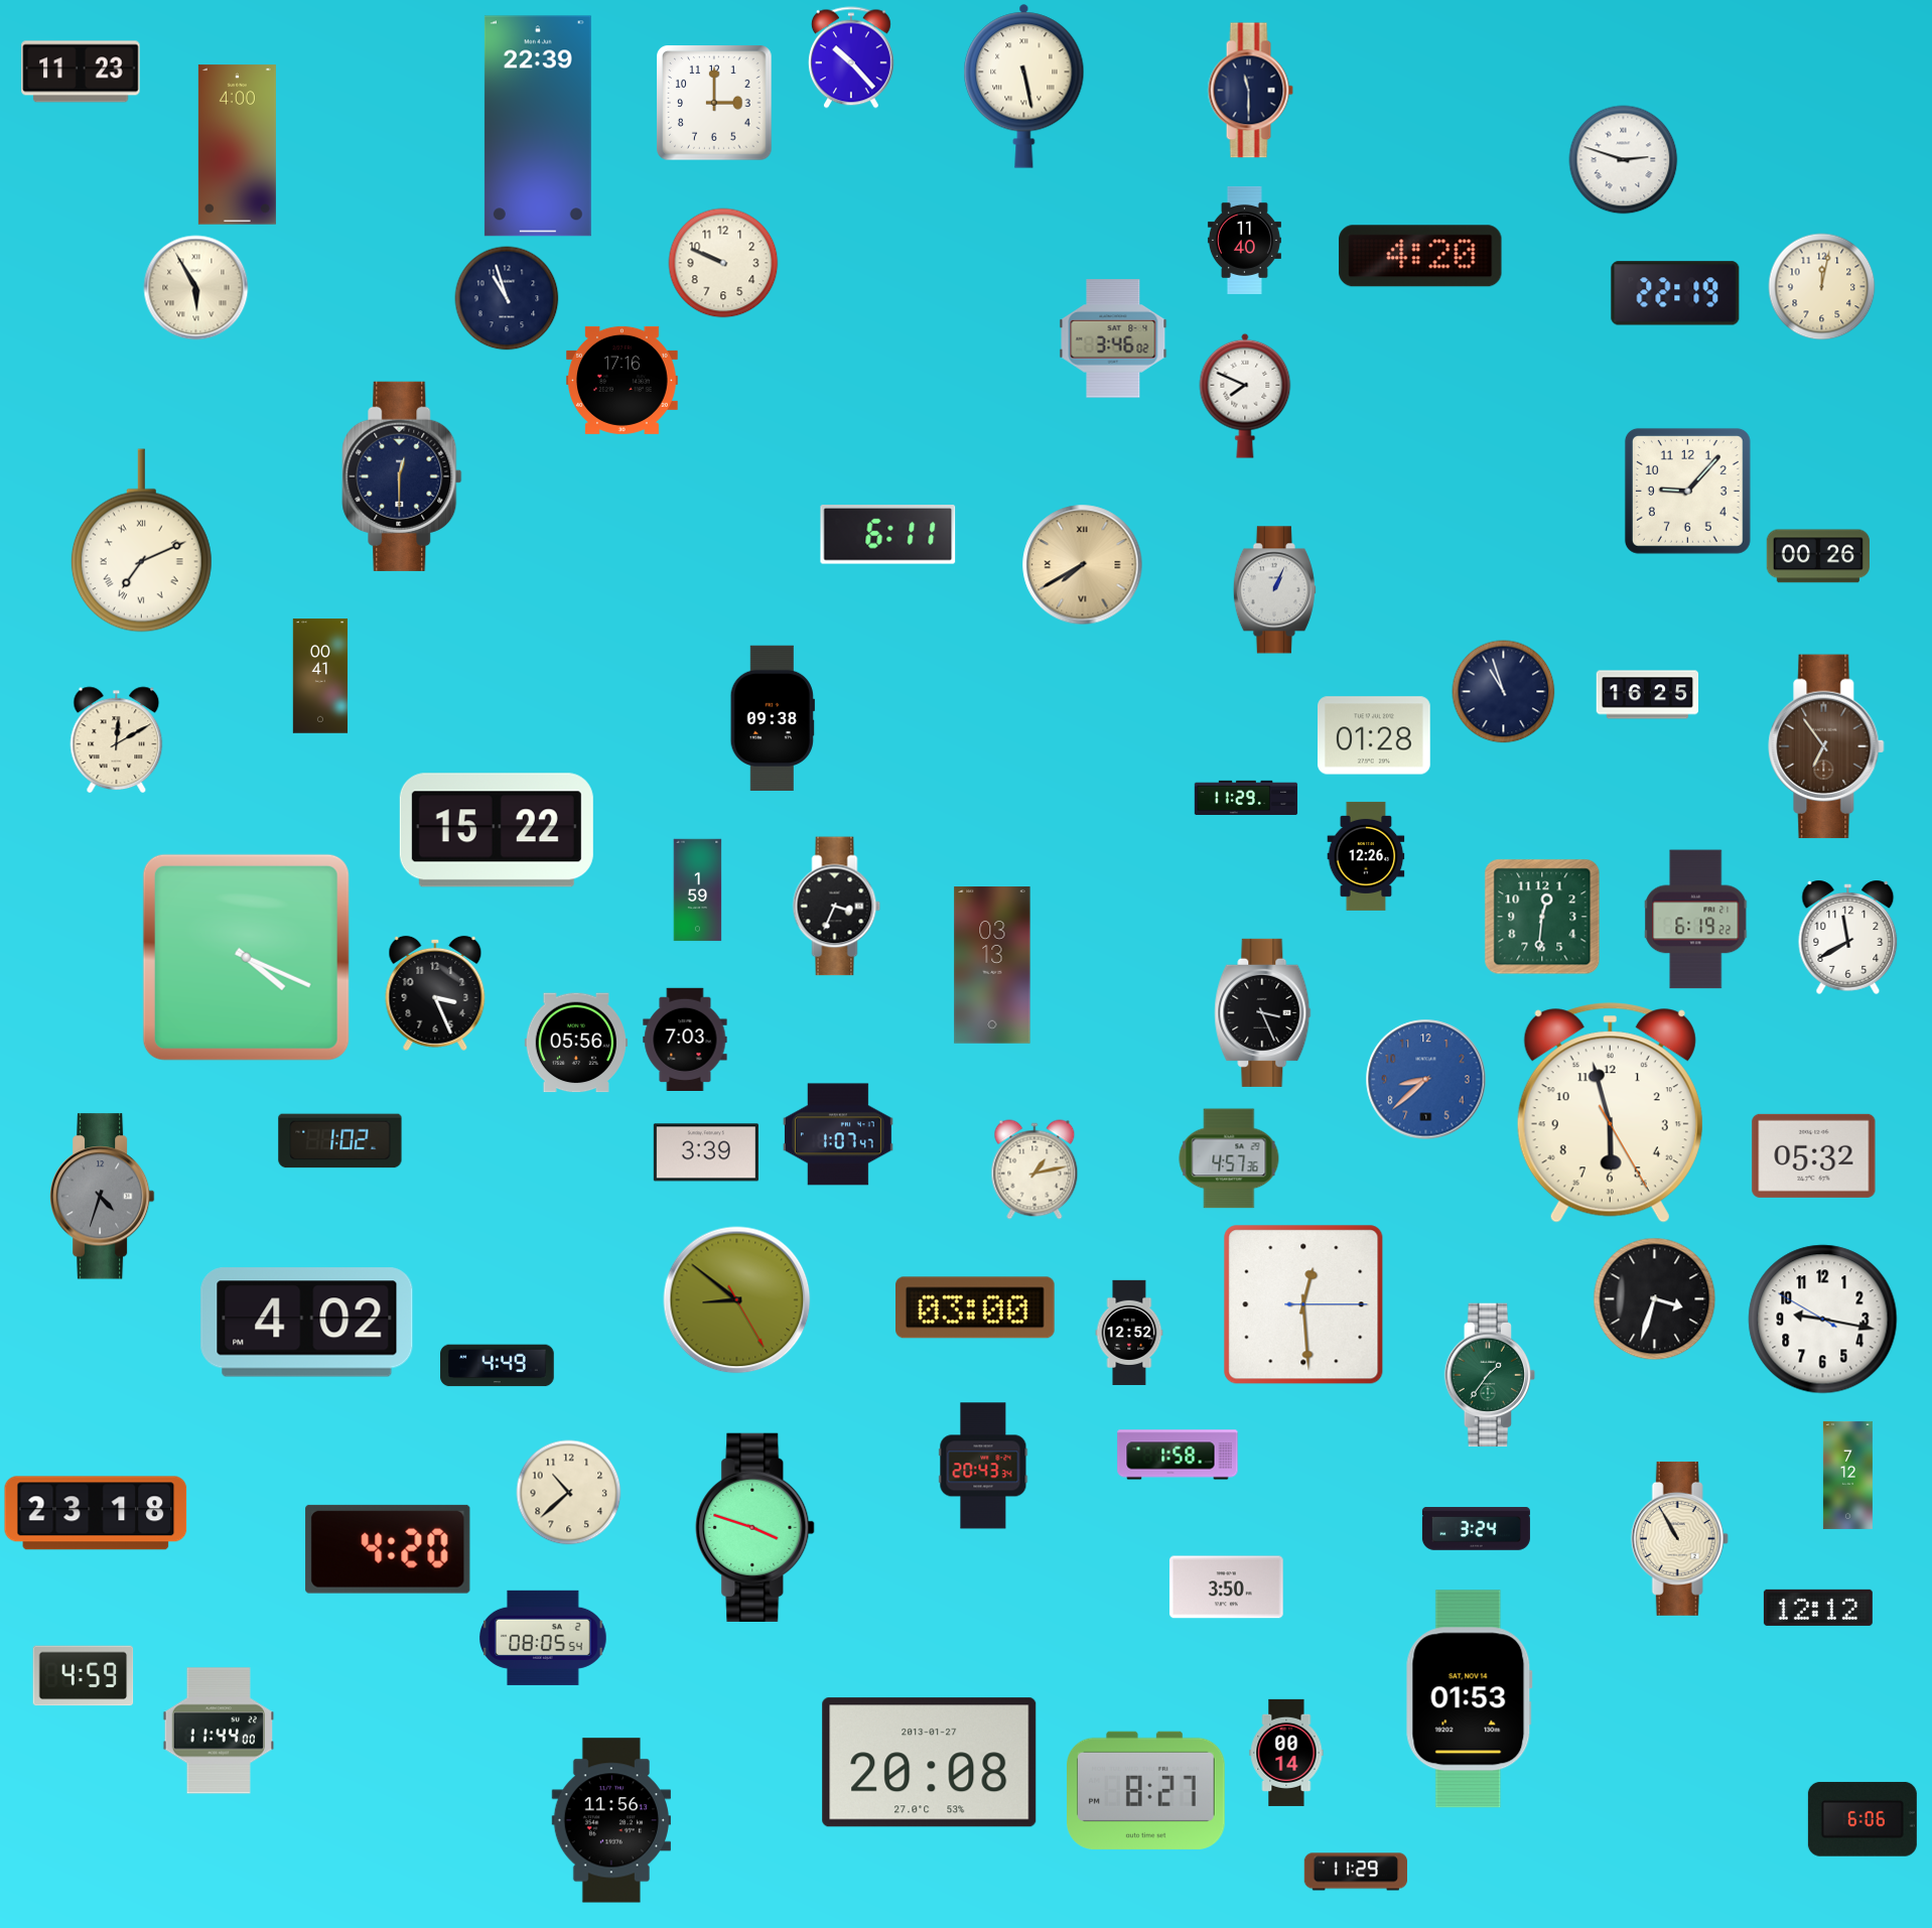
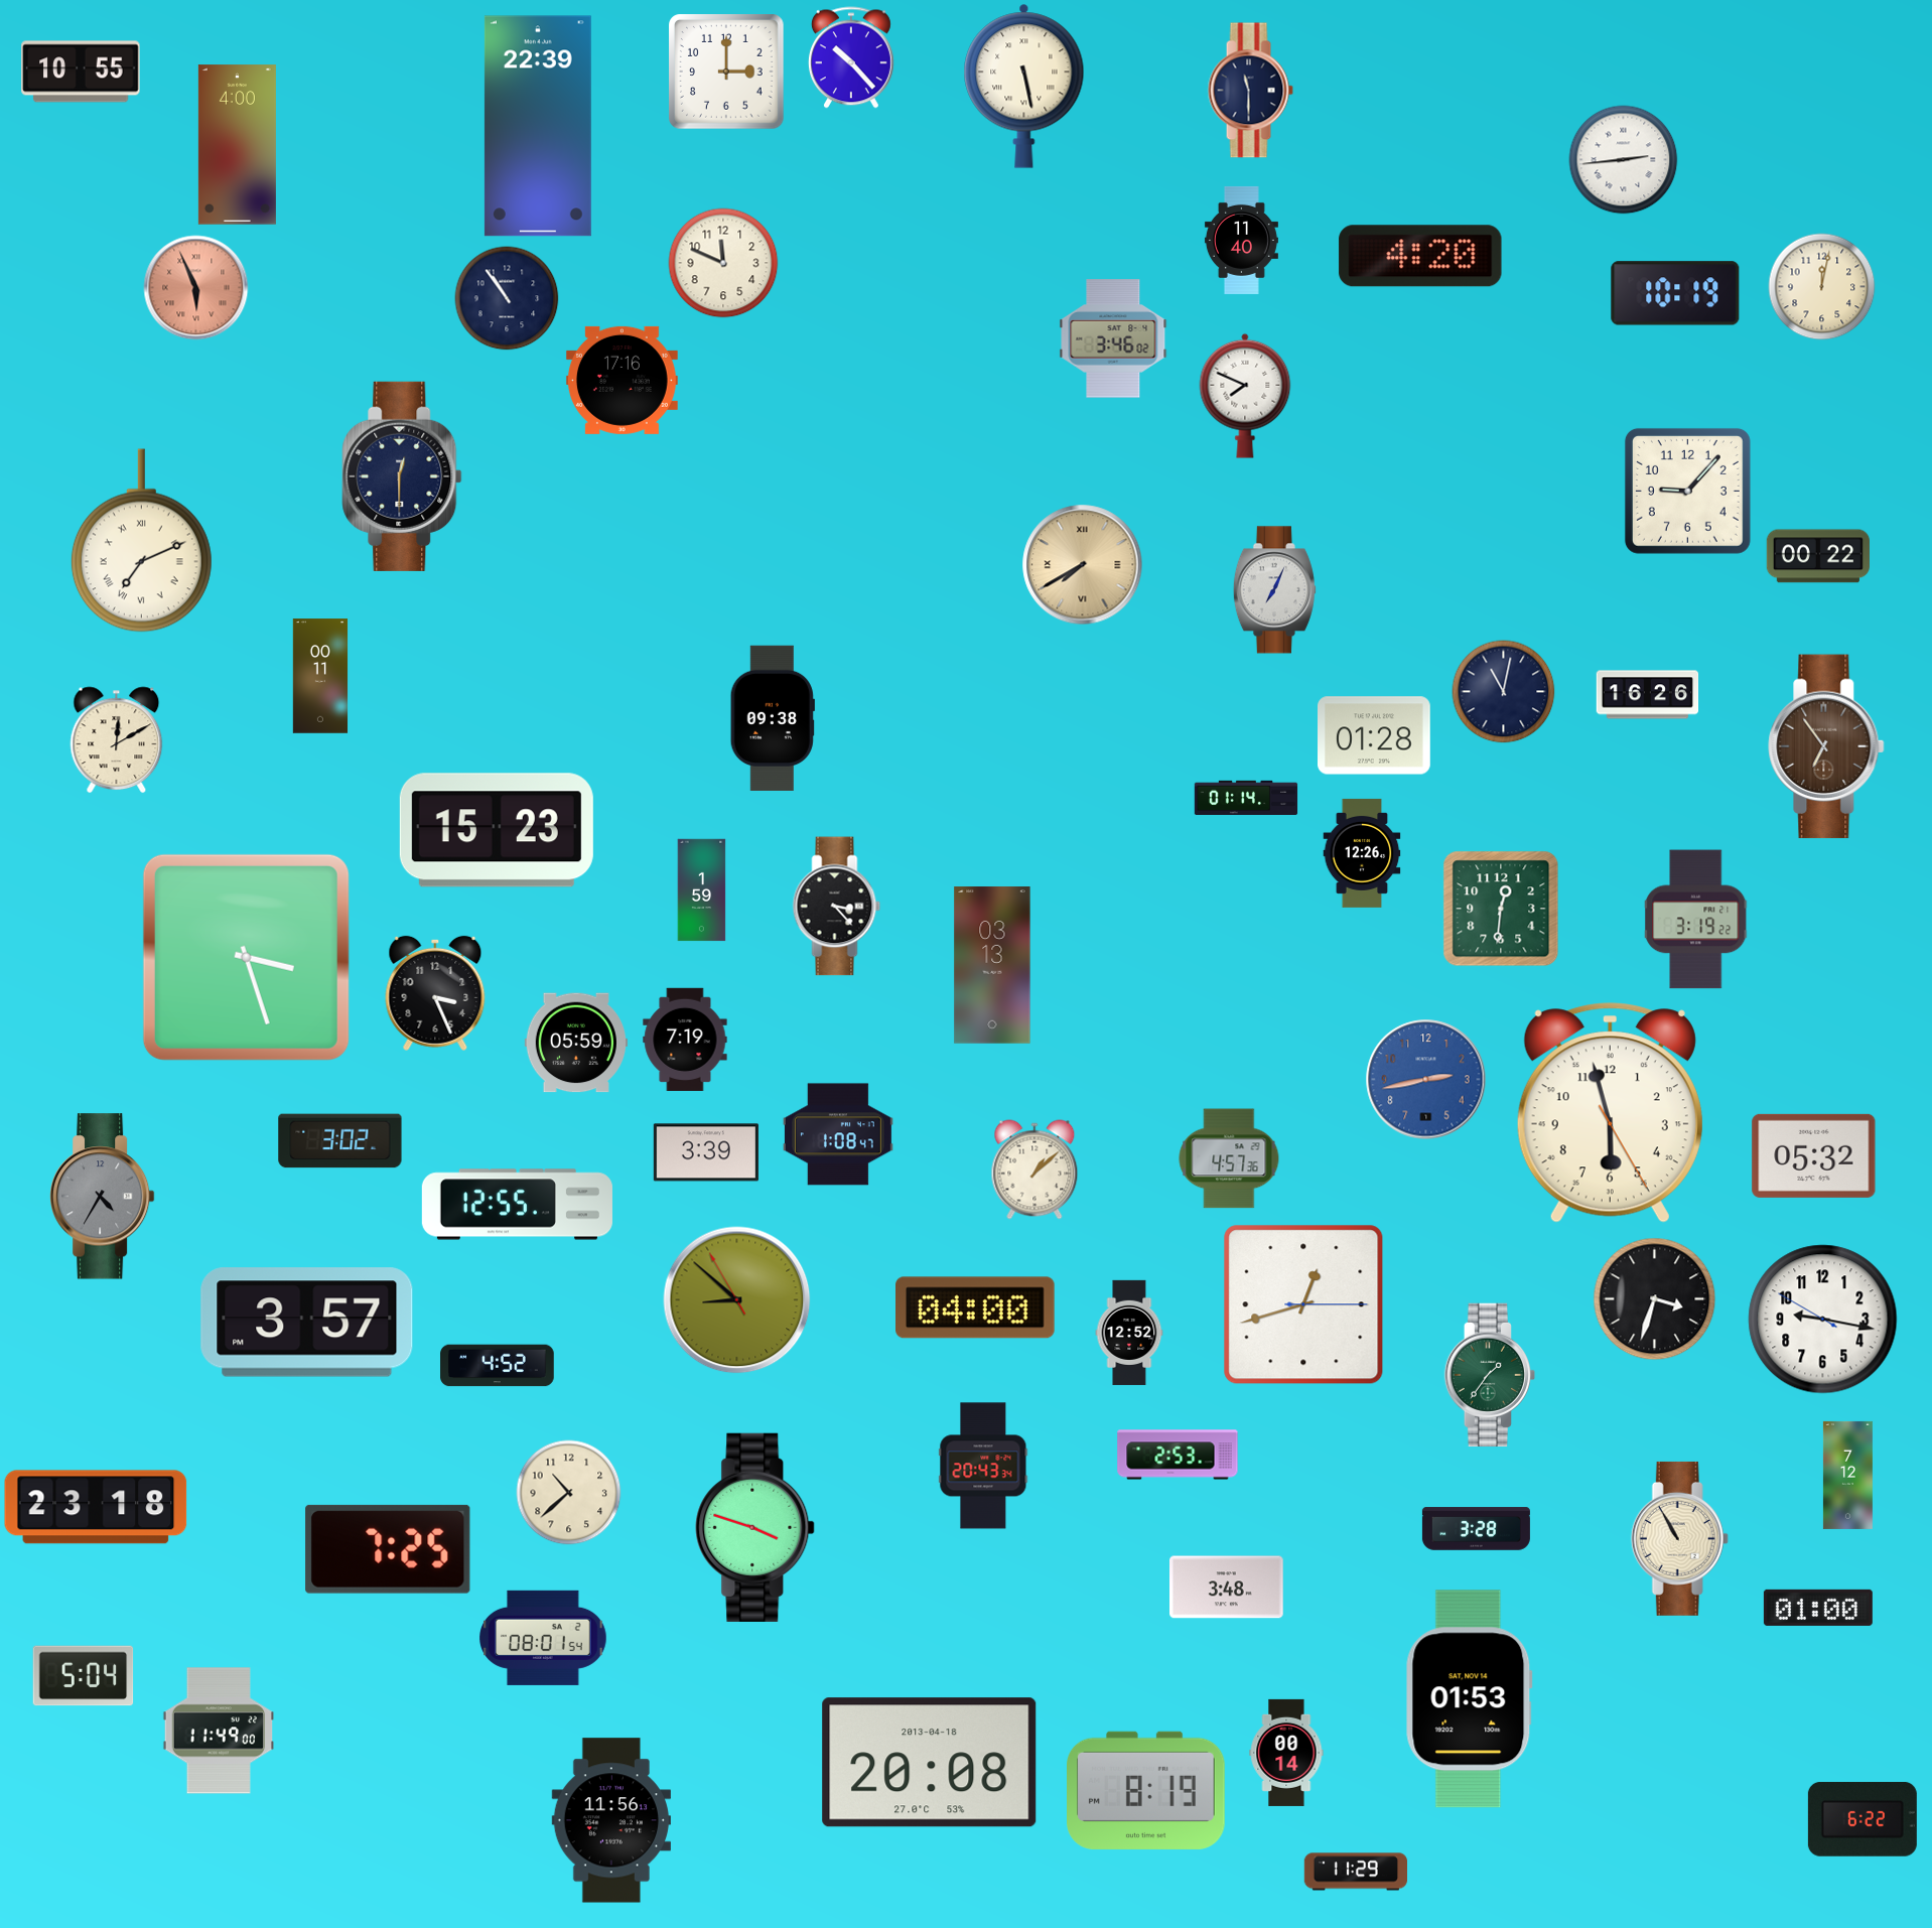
clock at (81, 72): 11:23 -> 10:55
clock at (715, 104) position: (715, 104) -> (727, 73)
clock at (1624, 160): 2:48 -> 2:44
clock at (1244, 240) position: (1244, 240) -> (1241, 240)
clock at (723, 263): 9:49 -> 11:49
clock at (196, 288): 5:55 -> 5:56
clock at (196, 288) dial: cream -> salmon
clock at (1675, 293): 22:19 -> 10:19
clock at (507, 298): 10:57 -> 10:54
clock at (888, 535): 6:11 -> none
clock at (1817, 556): 00:26 -> 00:22
clock at (1274, 590): 1:04 -> 7:04
clock at (320, 676): 00:41 -> 00:11
clock at (1504, 692): 10:57 -> 11:02
clock at (1648, 695): 16:25 -> 16:26
clock at (1246, 798): 11:29 -> 01:14
clock at (497, 830): 15:22 -> 15:23
clock at (1366, 856) position: (1366, 856) -> (1362, 853)
clock at (698, 890) position: (698, 890) -> (702, 890)
clock at (837, 907): 3:34 -> 3:23
clock at (1542, 917) position: (1542, 917) -> (1501, 909)
clock at (1696, 920): 6:19 -> 3:19
clock at (1848, 937): 11:40 -> none
clock at (246, 957): 4:19 -> 3:27
clock at (1263, 1012): 3:26 -> none
clock at (685, 1040): 7:03 -> 7:19
clock at (575, 1043): 05:56 -> 05:59
clock at (1426, 1080): 8:38 -> 2:43
clock at (838, 1134): 1:07 -> 1:08
clock at (340, 1141): 1:02 -> 3:02
clock at (1034, 1169): 1:13 -> 1:08
clock at (103, 1197): 4:33 -> 4:35
clock at (517, 1205): none -> 12:55
clock at (737, 1300): 8:51:25 -> 8:51:55
clock at (1303, 1304): 12:29 -> 12:42
clock at (976, 1307): 03:00 -> 04:00
clock at (307, 1323): 4:02 -> 3:57
clock at (498, 1366): 4:49 -> 4:52
clock at (1178, 1455): 1:58 -> 2:53
clock at (96, 1513) position: (96, 1513) -> (96, 1507)
clock at (1476, 1529): 3:24 -> 3:28
clock at (388, 1549): 4:20 -> 7:25
clock at (1227, 1588): 3:50 -> 3:48
clock at (1818, 1608): 12:12 -> 01:00
clock at (543, 1638): 08:05 -> 08:01
clock at (84, 1676): 4:59 -> 5:04
clock at (218, 1731): 11:44 -> 11:49
clock at (930, 1763) date: 2013-01-27 -> 2013-04-18
clock at (1146, 1790): 8:27 -> 8:19
clock at (1862, 1819): 6:06 -> 6:22
